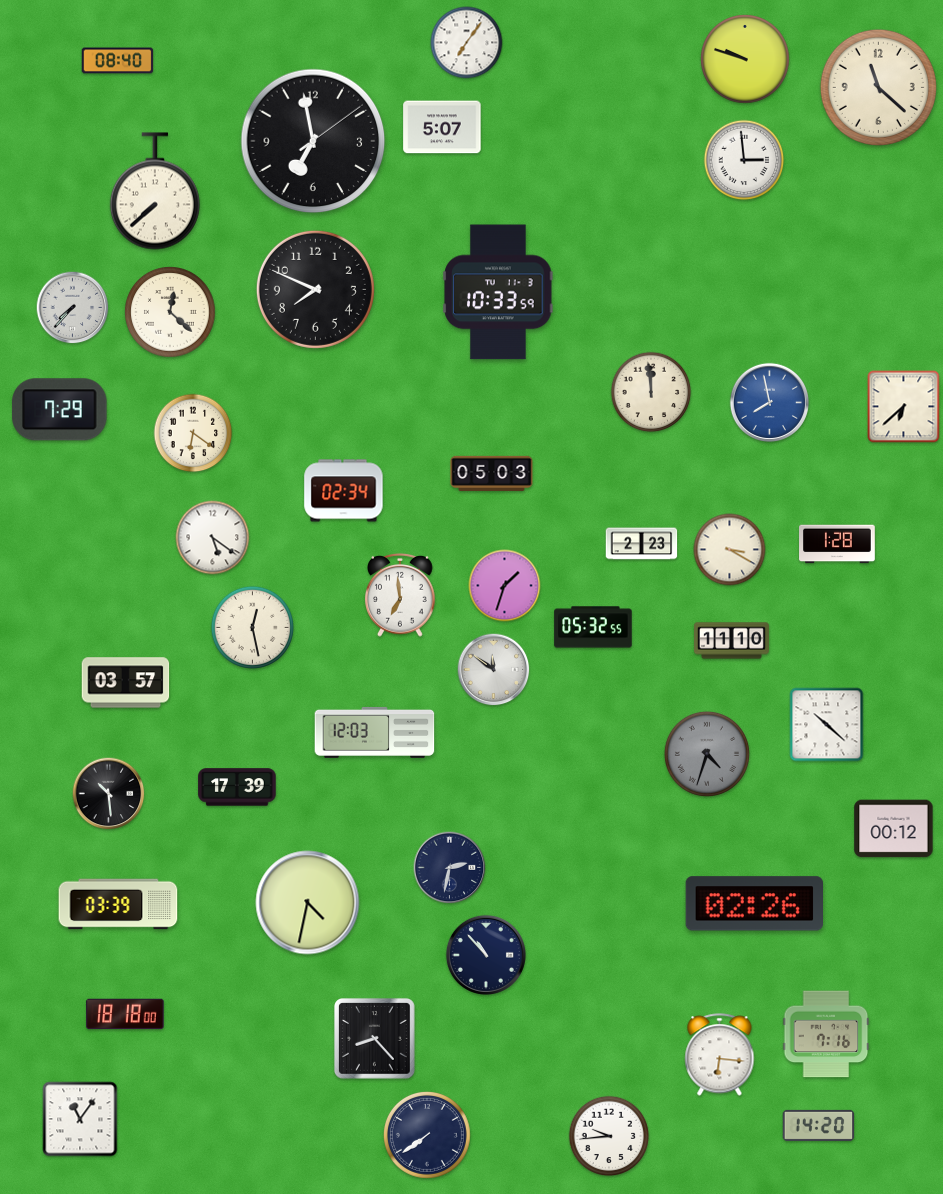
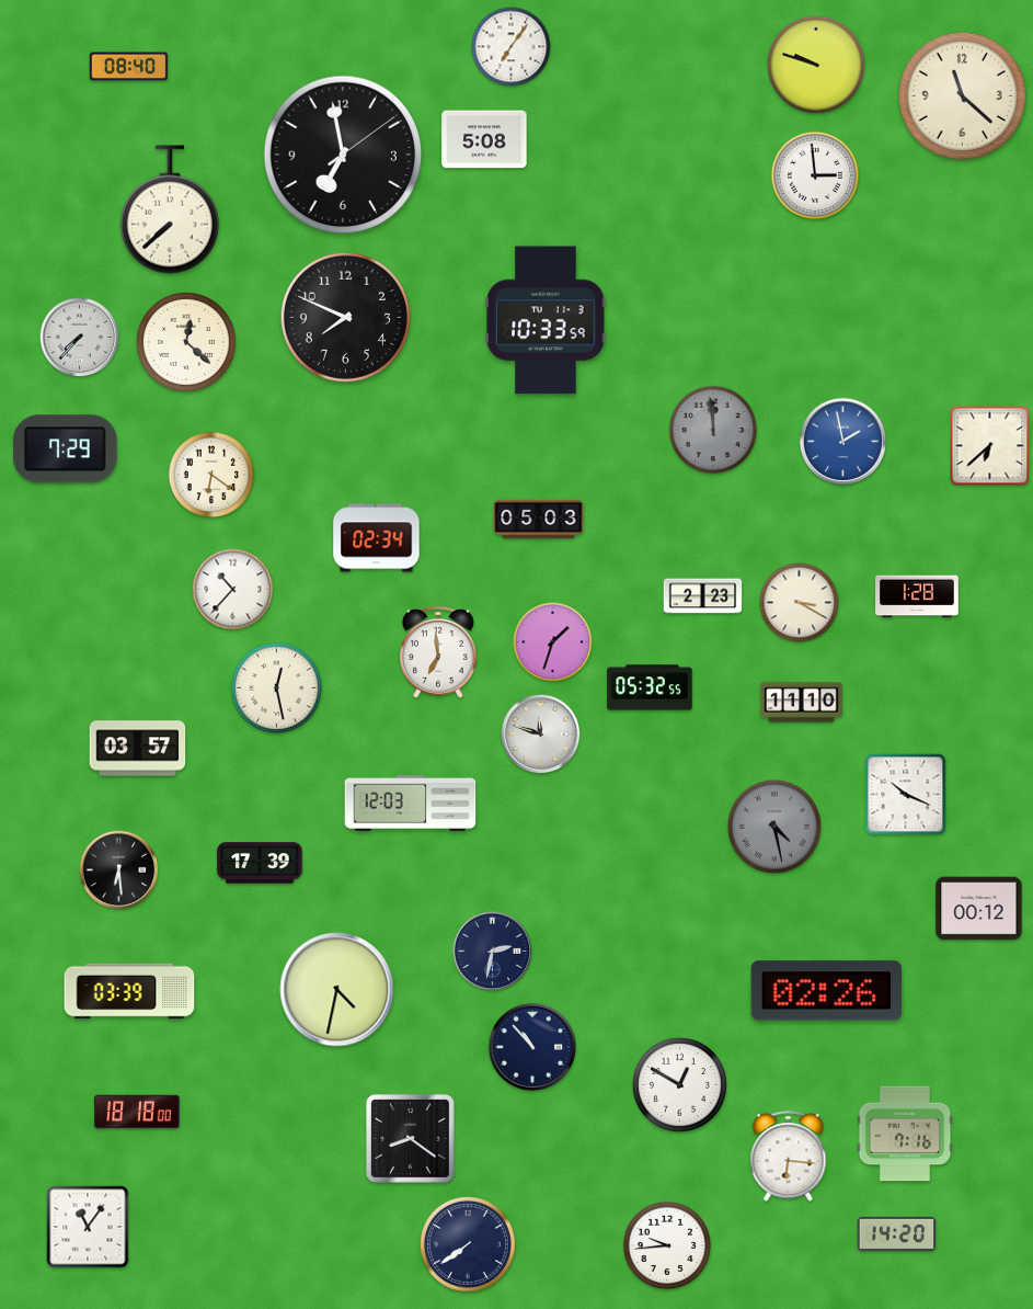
clock at (442, 127): 5:07 -> 5:08
clock at (651, 392) dial: cream -> grey
clock at (769, 402): 7:58 -> 1:58
clock at (213, 538): 5:21 -> 10:37
clock at (494, 670): 11:51 -> 11:48
clock at (827, 725): 10:22 -> 10:19
clock at (707, 754): 4:33 -> 4:28
clock at (109, 794): 10:29 -> 6:29
clock at (679, 1084): none -> 12:50
clock at (375, 1039): 8:23 -> 8:21
